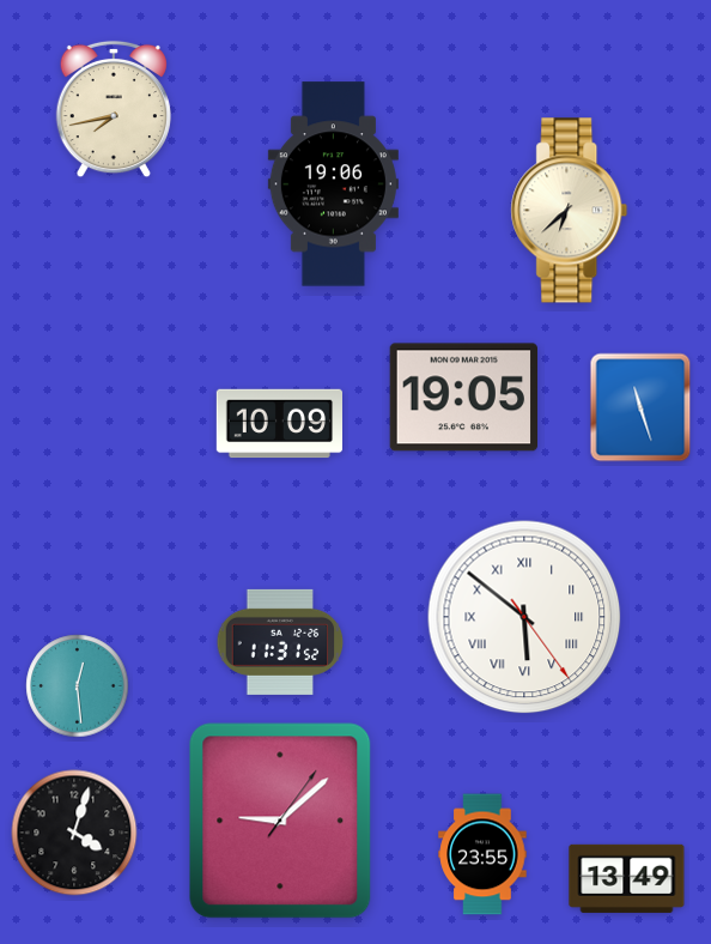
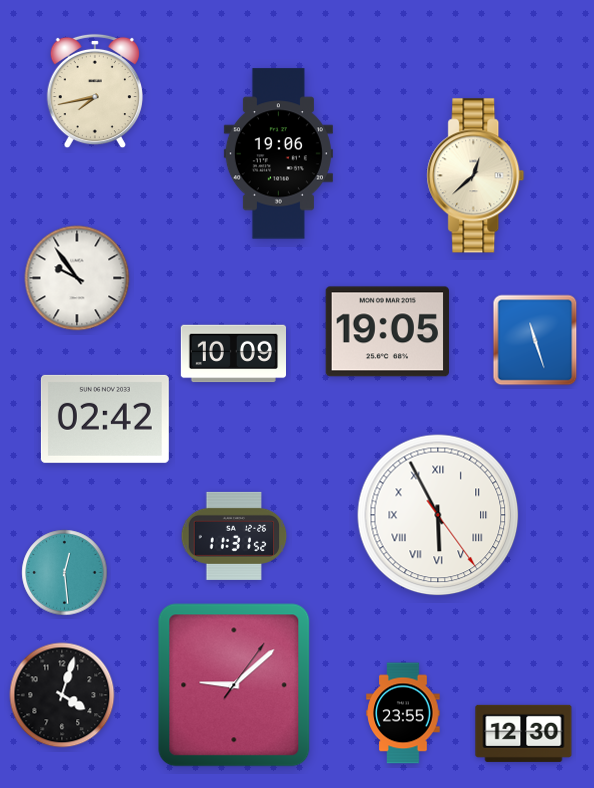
clock at (570, 211): 6:38 -> 12:38
clock at (77, 278): none -> 9:54
clock at (105, 419): none -> 02:42
clock at (524, 617): 5:51 -> 5:55
clock at (627, 878): 13:49 -> 12:30
